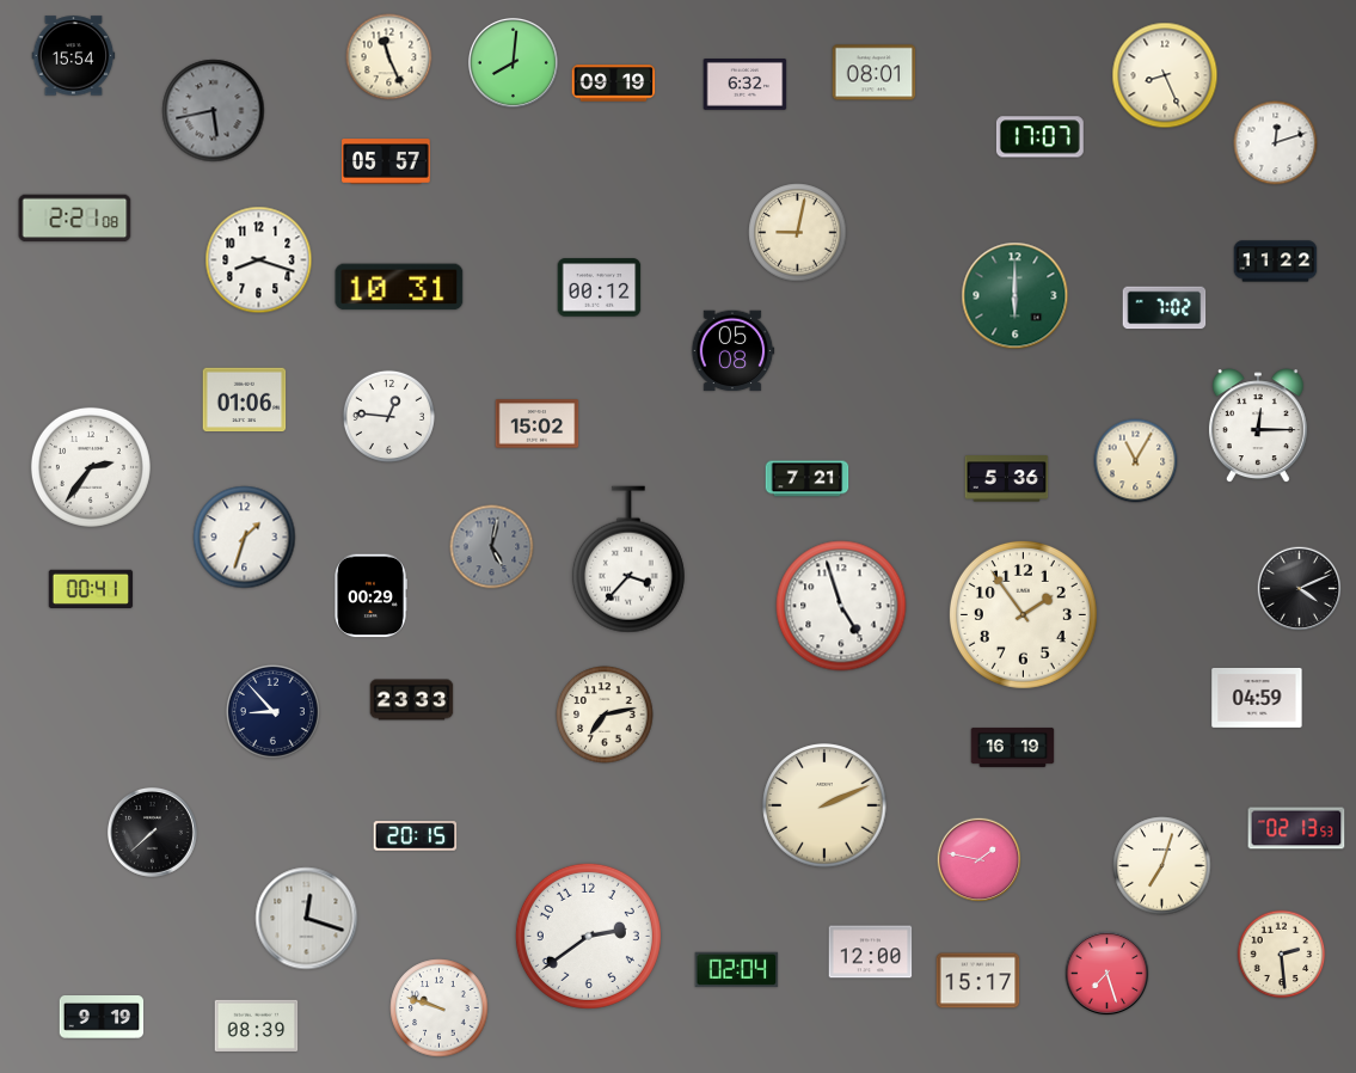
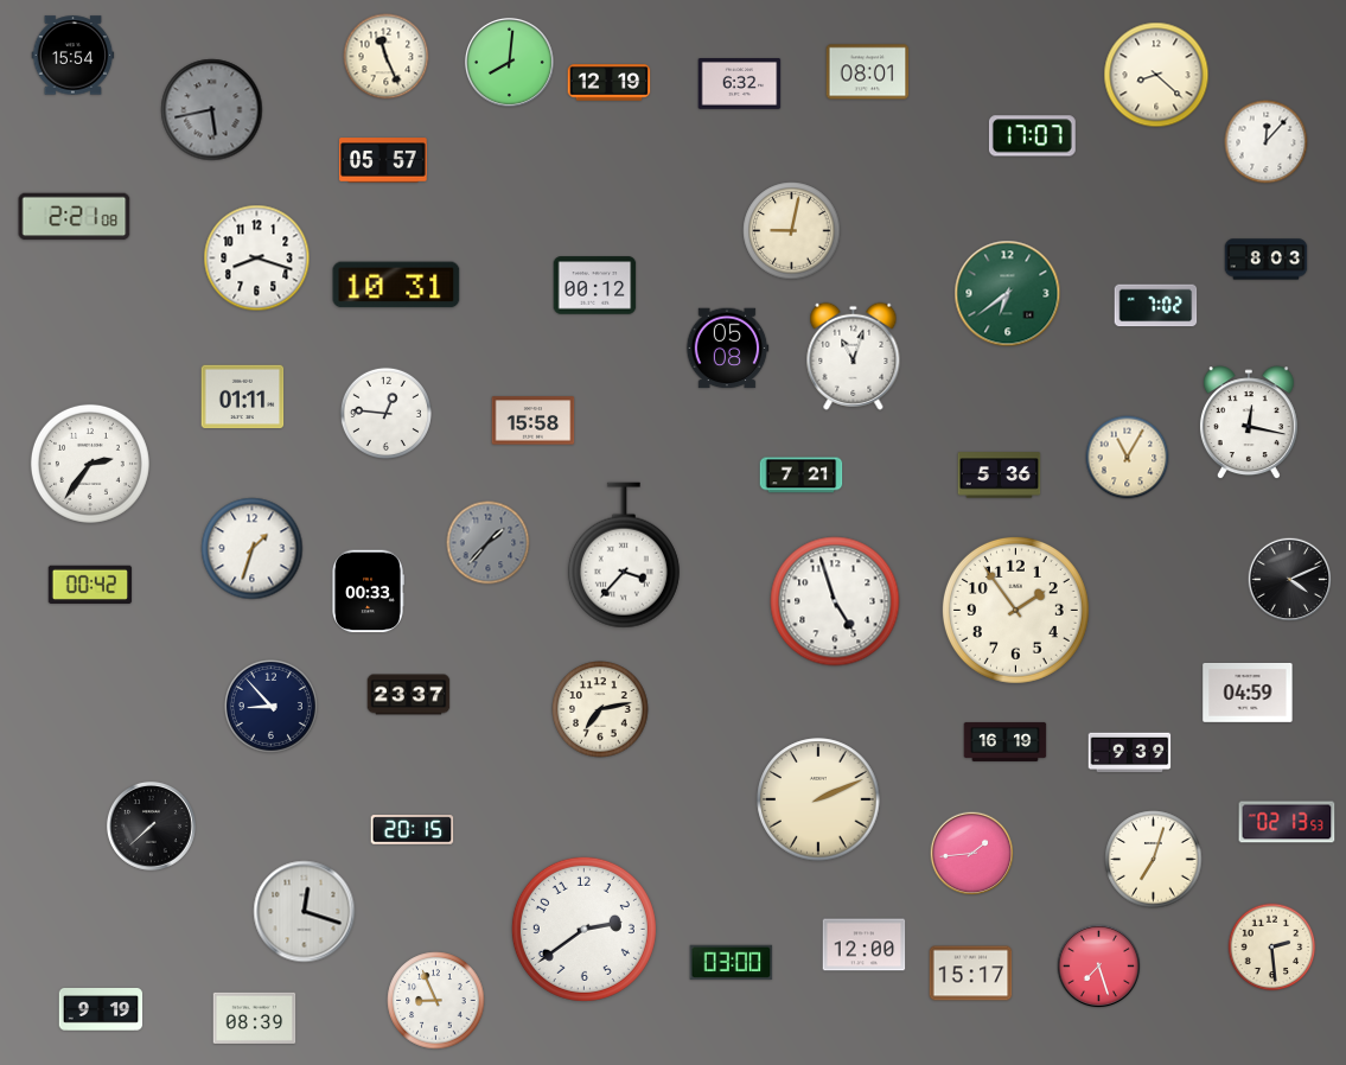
clock at (1165, 75): 8:26 -> 8:22
clock at (614, 84): 09:19 -> 12:19
clock at (1276, 143): 12:12 -> 12:07
clock at (1276, 262): 11:22 -> 8:03
clock at (1016, 296): 6:00 -> 6:39
clock at (854, 356): none -> 11:03
clock at (245, 400): 01:06 -> 01:11
clock at (538, 424): 15:02 -> 15:58
clock at (1258, 427): 12:15 -> 12:17
clock at (245, 538) position: (245, 538) -> (253, 549)
clock at (492, 547): 5:02 -> 1:37
clock at (91, 588): 00:41 -> 00:42
clock at (1300, 589) position: (1300, 589) -> (1290, 580)
clock at (370, 596): 00:29 -> 00:33
clock at (412, 700): 23:33 -> 23:37
clock at (1130, 753): none -> 9:39
clock at (980, 860): 1:47 -> 1:44
clock at (737, 969): 02:04 -> 03:00
clock at (440, 1008): 9:48 -> 8:56
